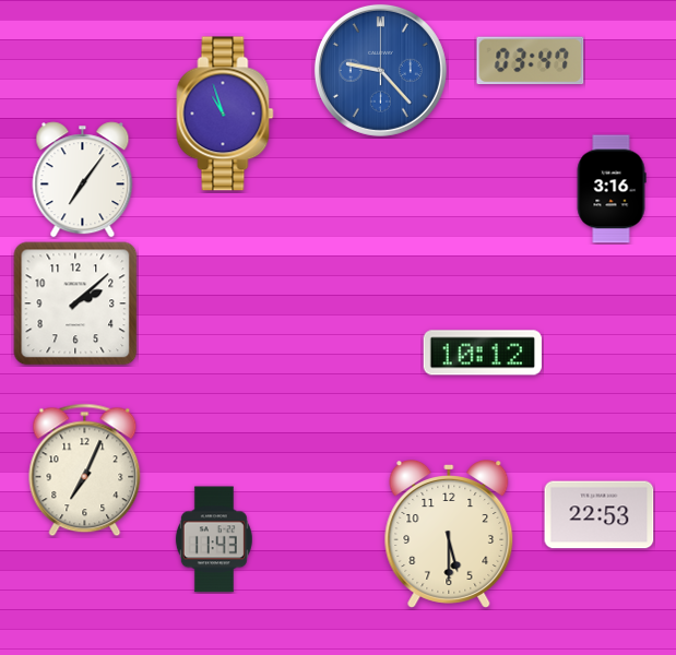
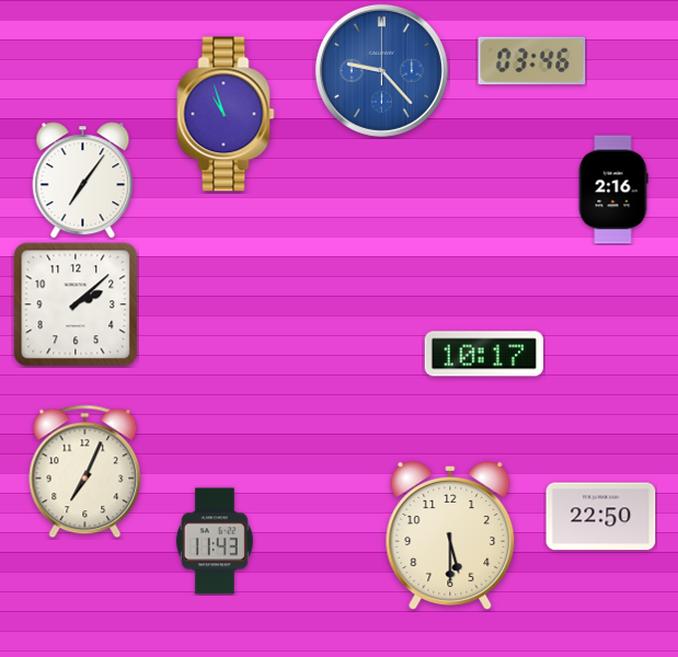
clock at (531, 61): 03:47 -> 03:46
clock at (612, 189): 3:16 -> 2:16
clock at (482, 353): 10:12 -> 10:17
clock at (600, 515): 22:53 -> 22:50
